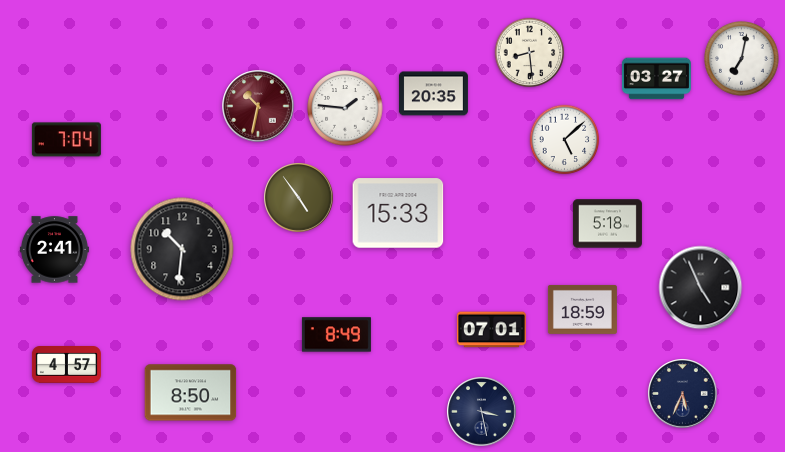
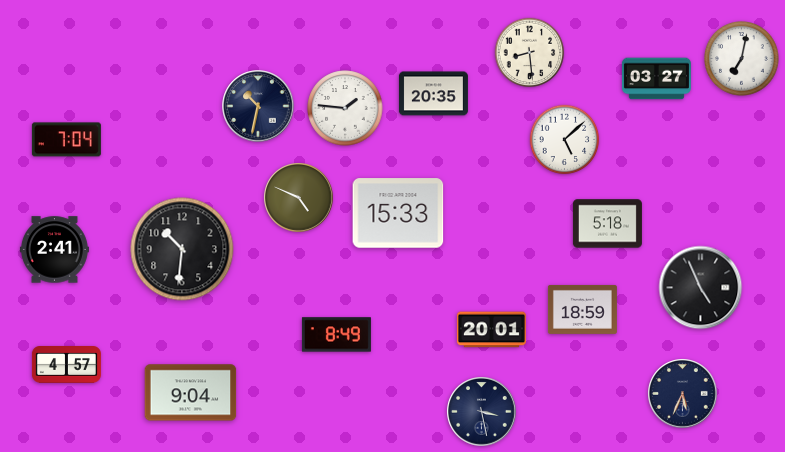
clock at (258, 106) dial: burgundy -> navy
clock at (299, 198): 4:54 -> 4:49
clock at (491, 330): 07:01 -> 20:01
clock at (191, 393): 8:50 -> 9:04
